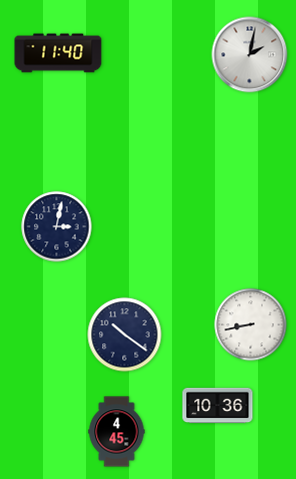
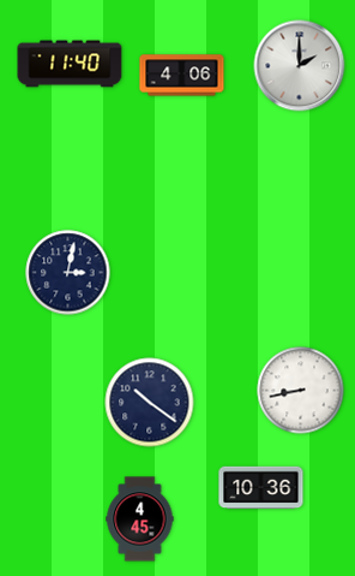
clock at (250, 55): 2:02 -> 2:00
clock at (182, 76): none -> 4:06
